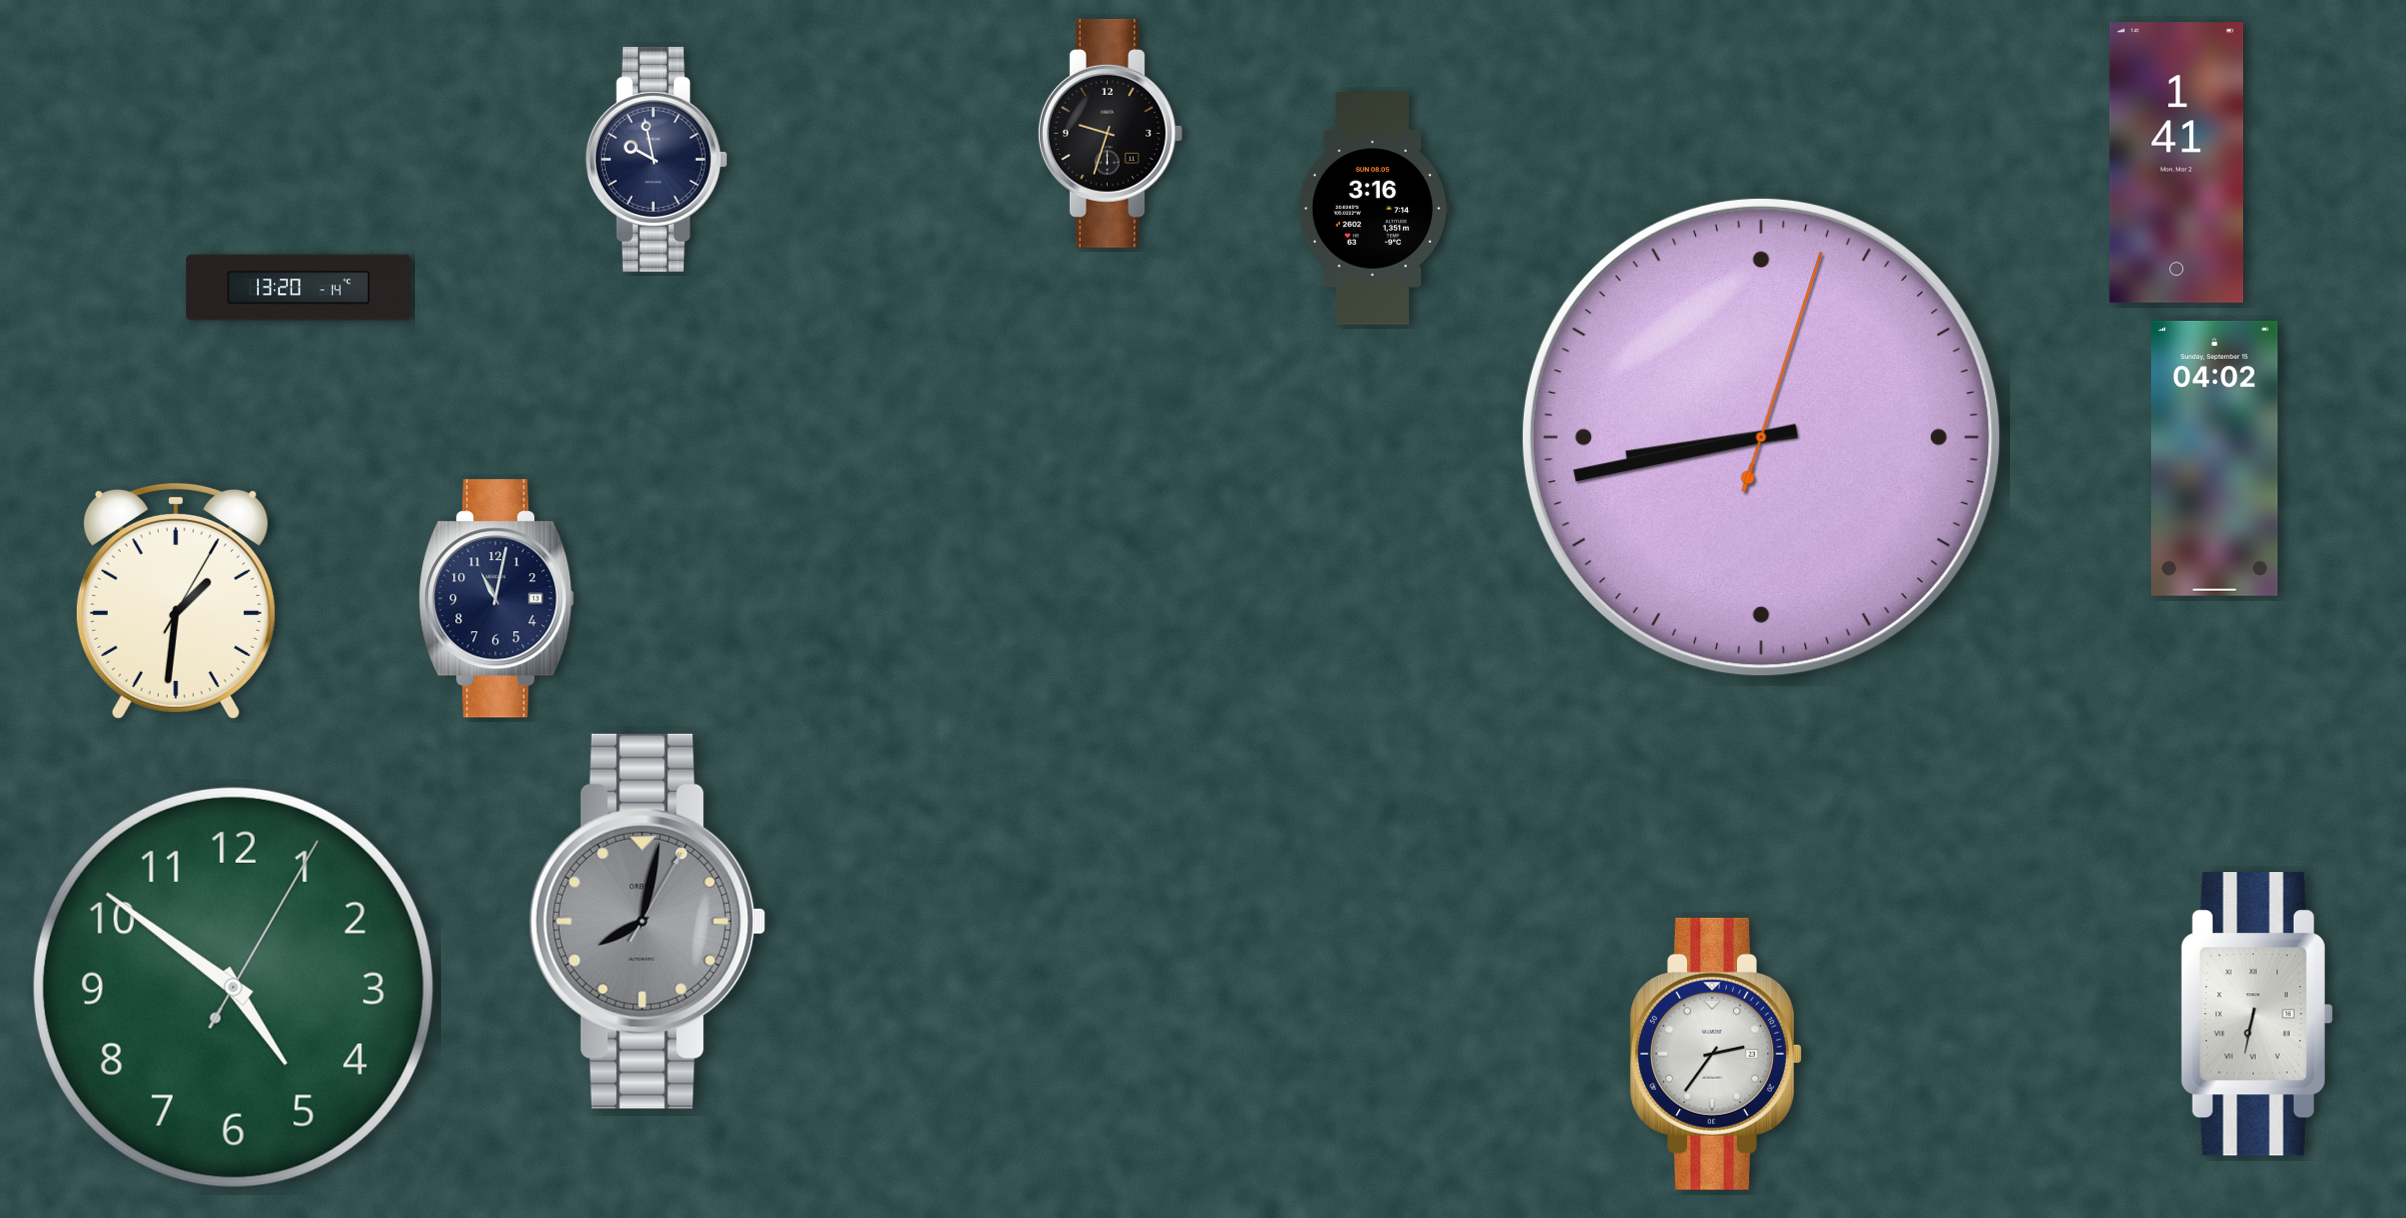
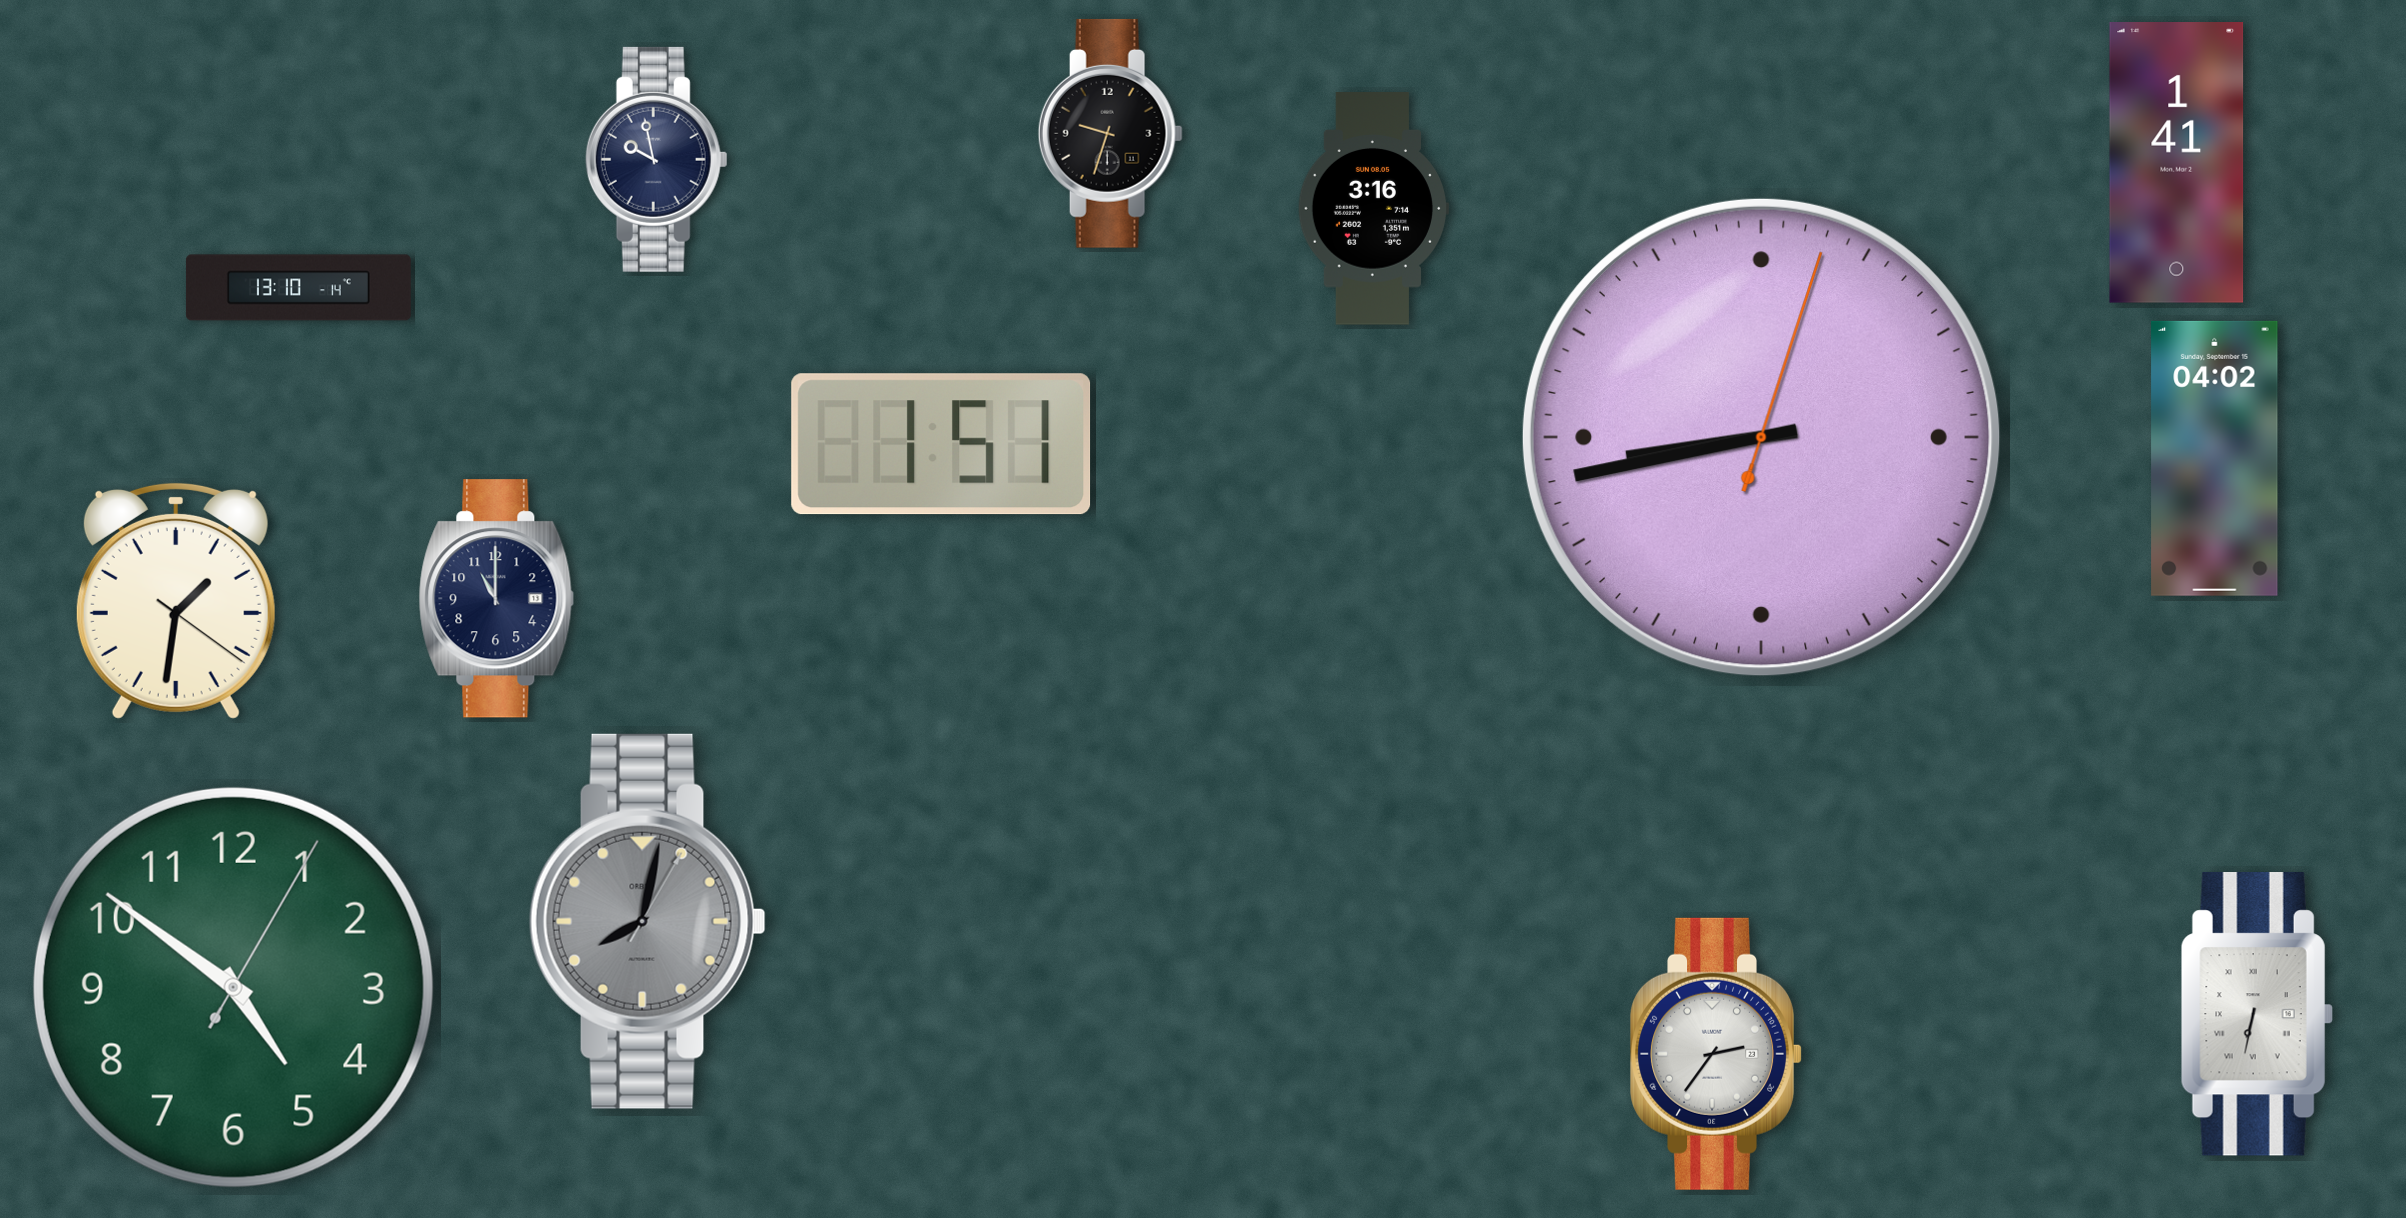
clock at (298, 288): 13:20 -> 13:10
clock at (941, 444): none -> 1:51
clock at (497, 599): 11:02 -> 11:00
clock at (176, 601): 1:31:05 -> 1:31:21
